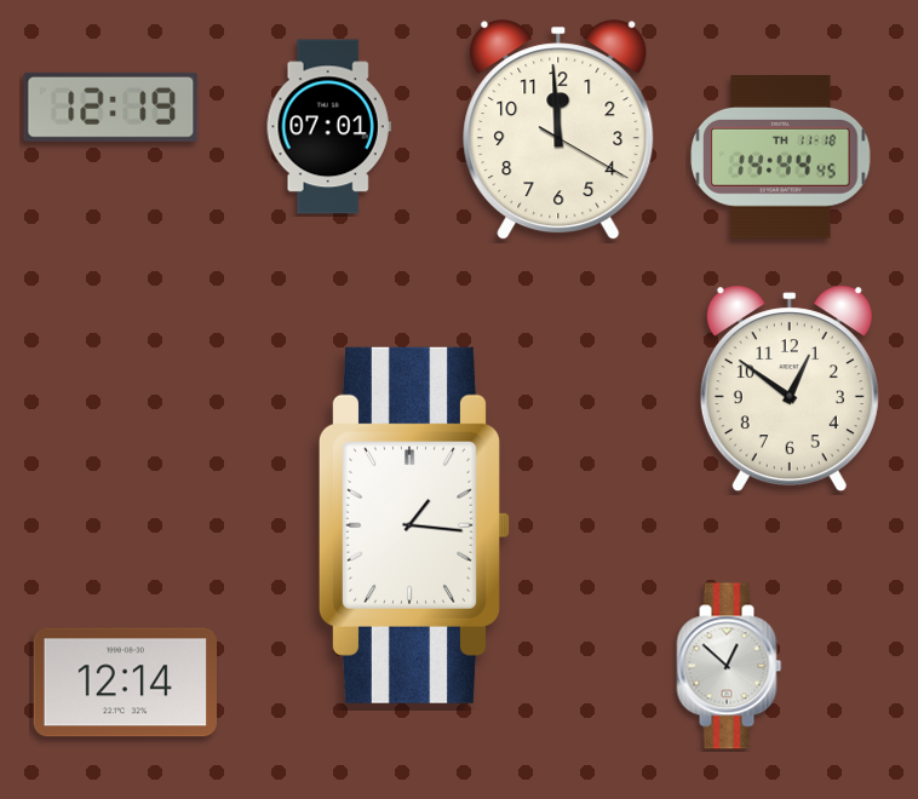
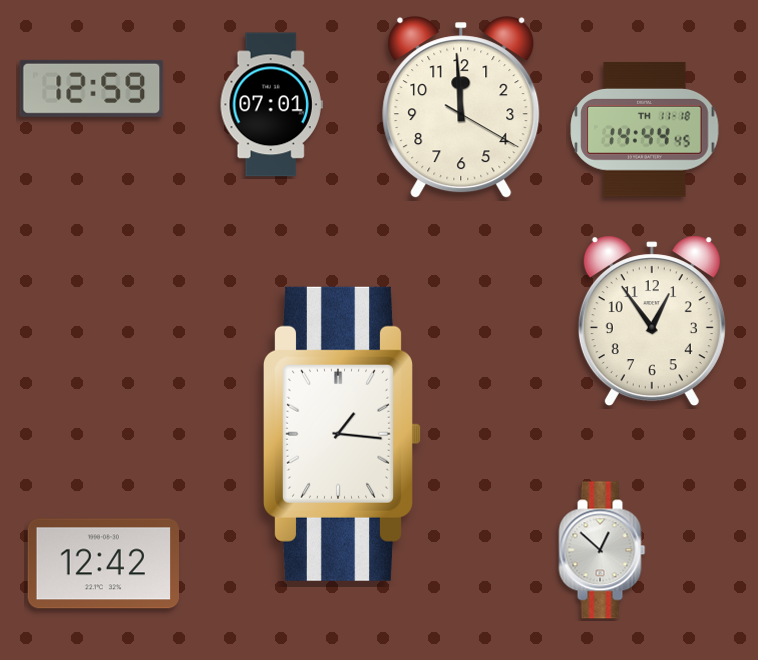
clock at (111, 107): 12:19 -> 12:59
clock at (790, 389): 12:51 -> 12:54
clock at (125, 683): 12:14 -> 12:42
